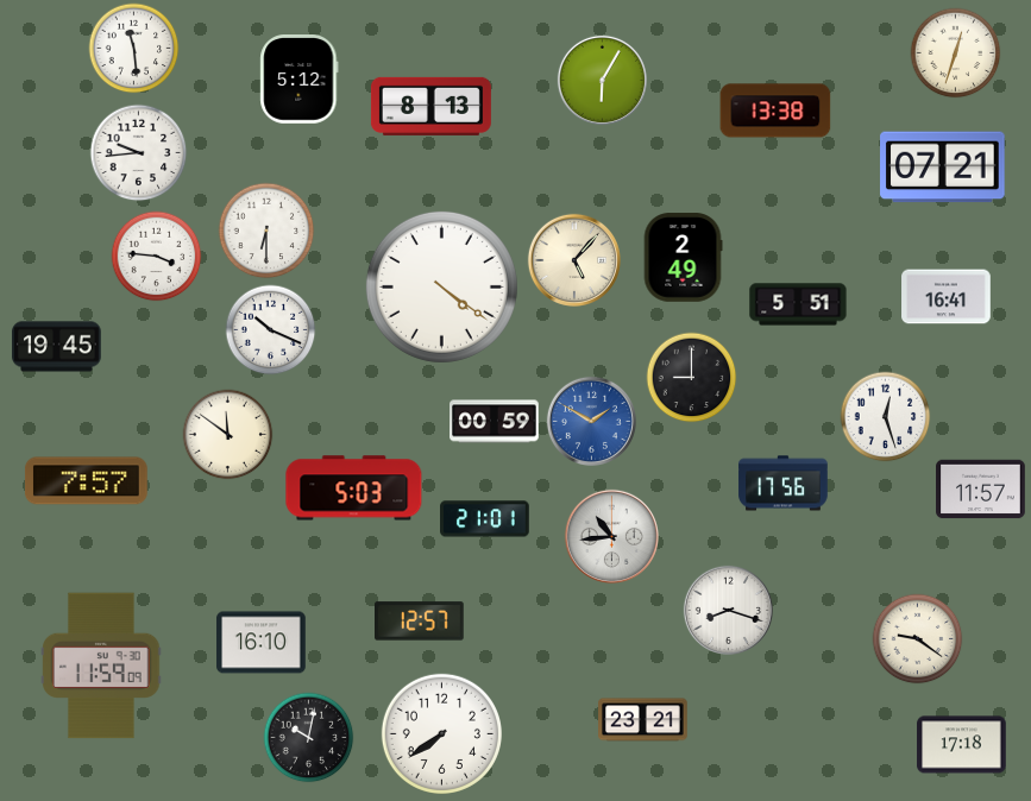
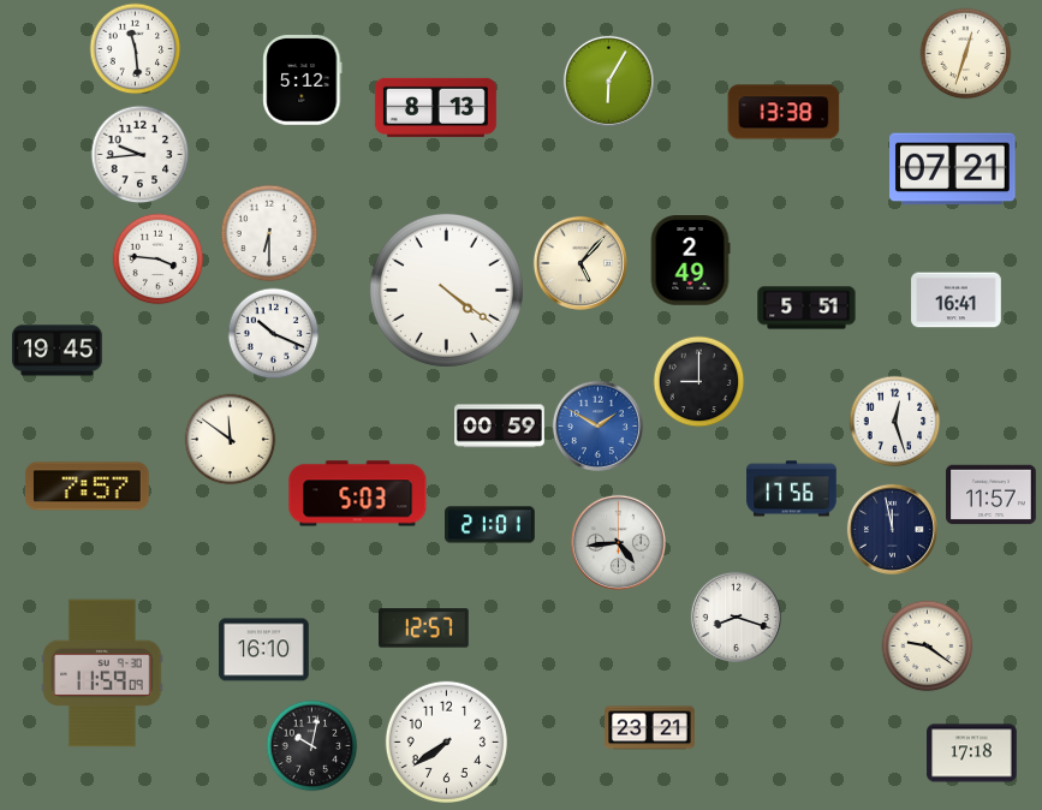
clock at (892, 529): none -> 11:58
clock at (611, 536): 10:44 -> 4:44
